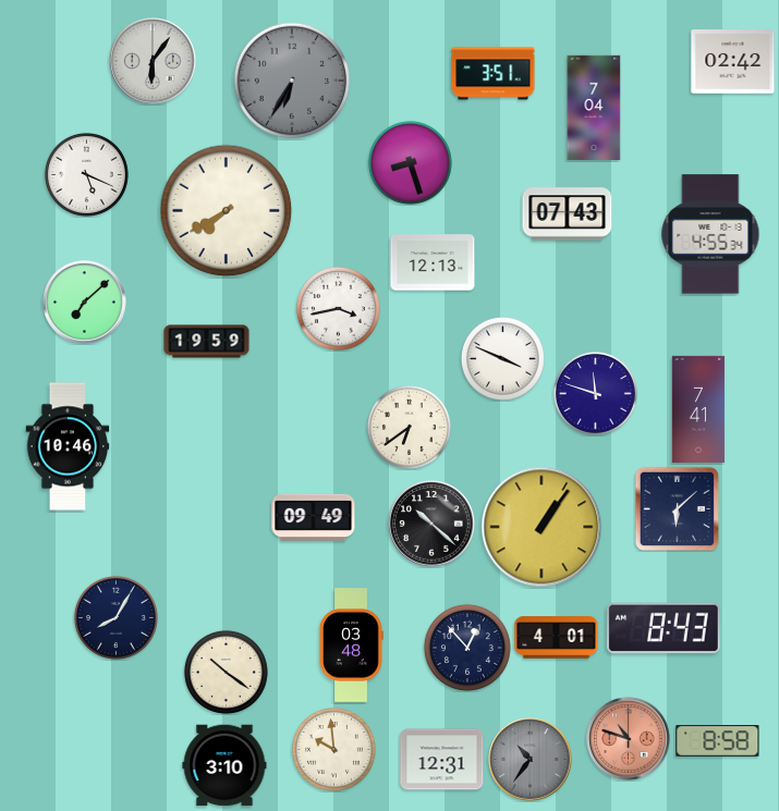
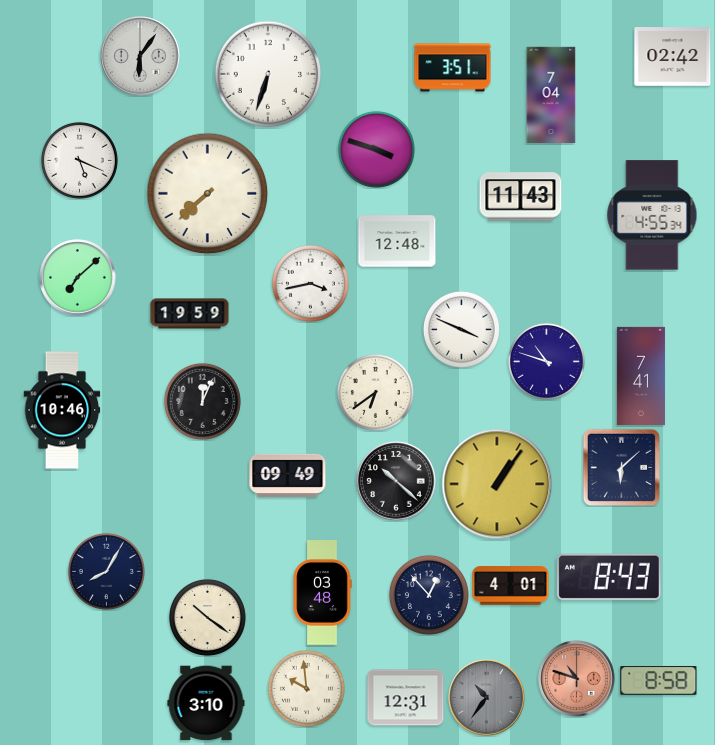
clock at (292, 81): 6:35 -> 6:33
clock at (292, 81) dial: grey -> white
clock at (594, 108) position: (594, 108) -> (551, 95)
clock at (410, 162): 8:27 -> 3:48
clock at (227, 211): 7:40 -> 7:38
clock at (568, 214): 07:43 -> 11:43
clock at (433, 262): 12:13 -> 12:48
clock at (595, 393): 11:48 -> 10:48
clock at (202, 401): none -> 12:04
clock at (115, 617) position: (115, 617) -> (106, 571)
